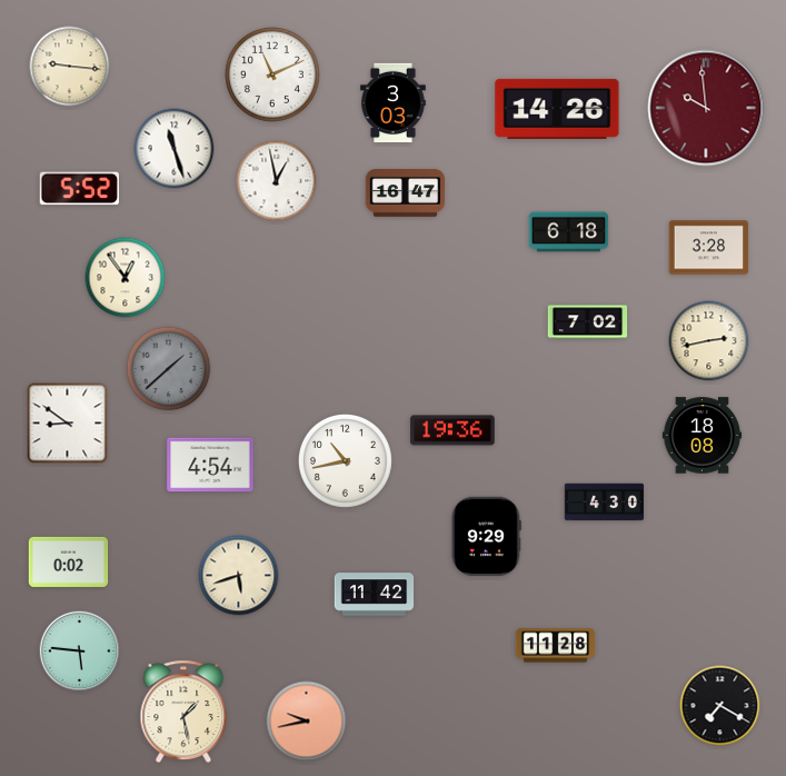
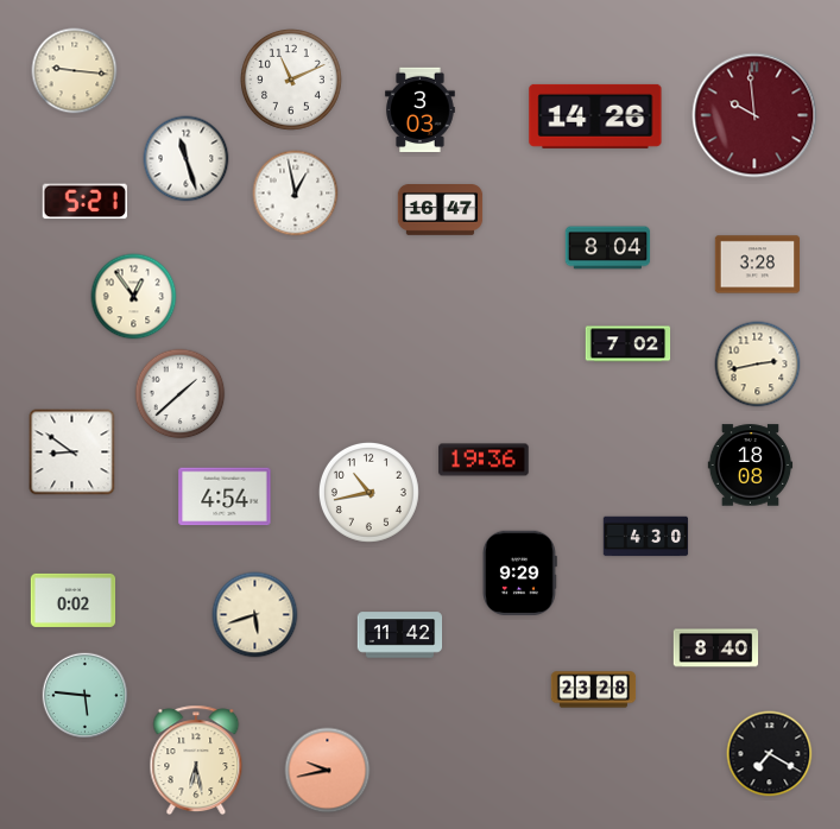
clock at (79, 189): 5:52 -> 5:21
clock at (406, 193) position: (406, 193) -> (441, 210)
clock at (569, 232): 6:18 -> 8:04
clock at (169, 369) dial: grey -> white
clock at (716, 648): none -> 8:40
clock at (556, 646): 11:28 -> 23:28
clock at (183, 712): 1:28 -> 6:28
